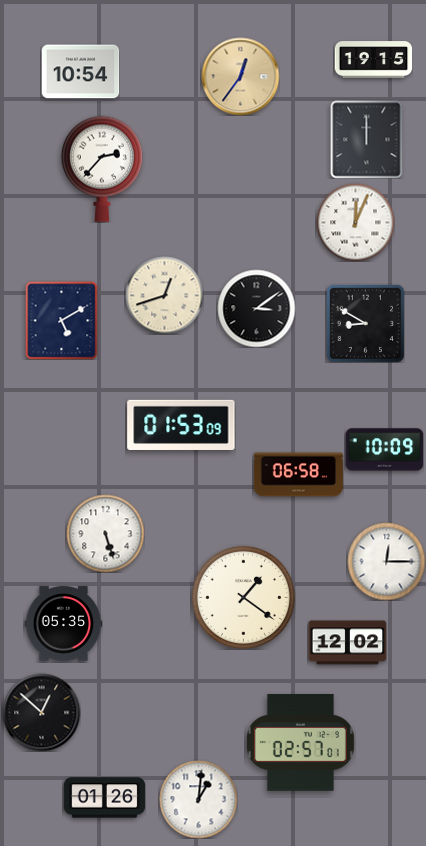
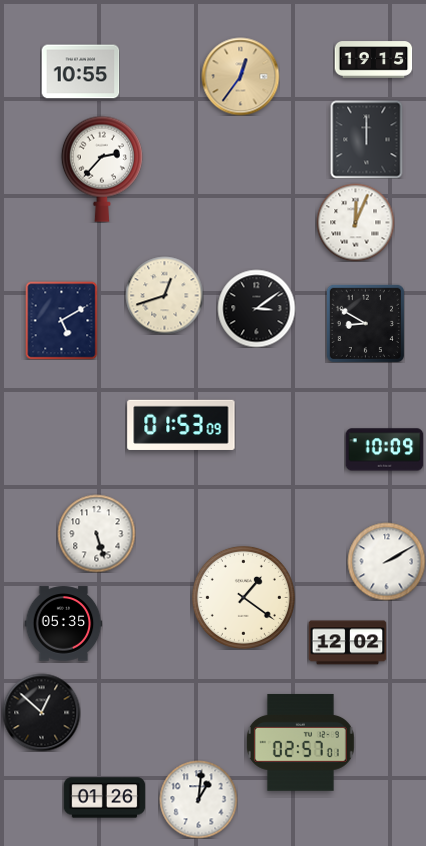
clock at (80, 72): 10:54 -> 10:55
clock at (298, 475): 06:58 -> none
clock at (105, 533) position: (105, 533) -> (96, 533)
clock at (386, 561): 12:15 -> 2:10
